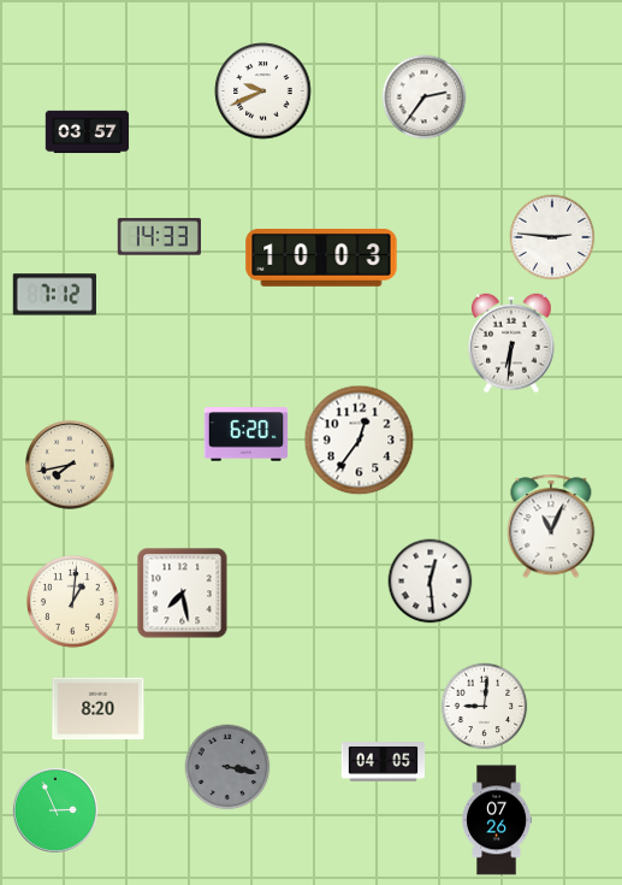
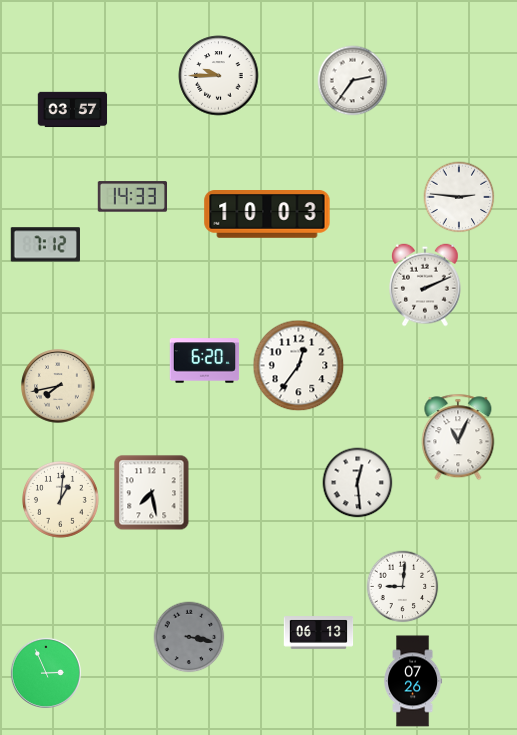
clock at (263, 92): 9:41 -> 9:45
clock at (511, 343): 6:31 -> 2:11
clock at (99, 709): 8:20 -> none
clock at (384, 762): 04:05 -> 06:13
